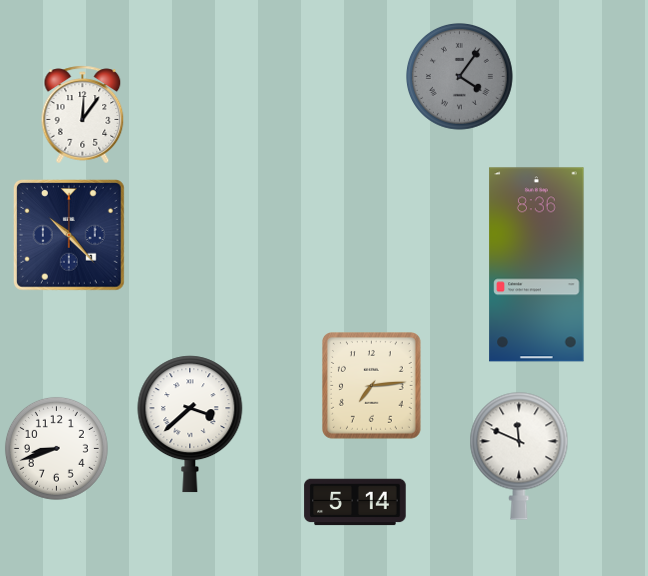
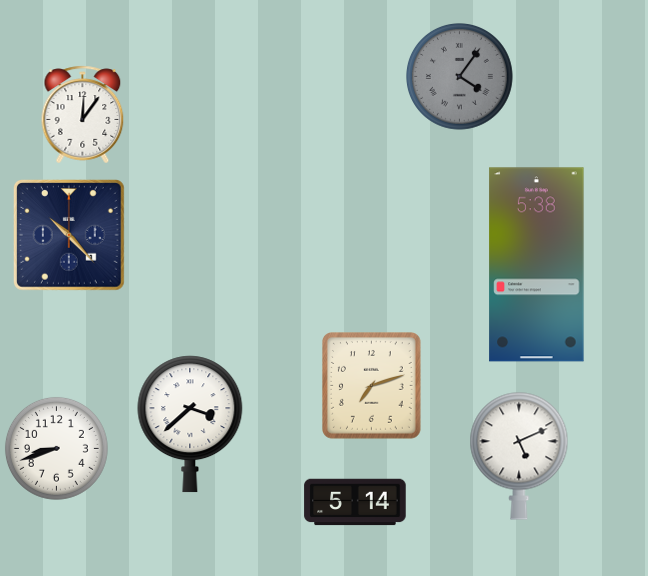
clock at (537, 265): 8:36 -> 5:38
clock at (372, 386): 7:14 -> 7:12
clock at (519, 456): 11:49 -> 5:11
